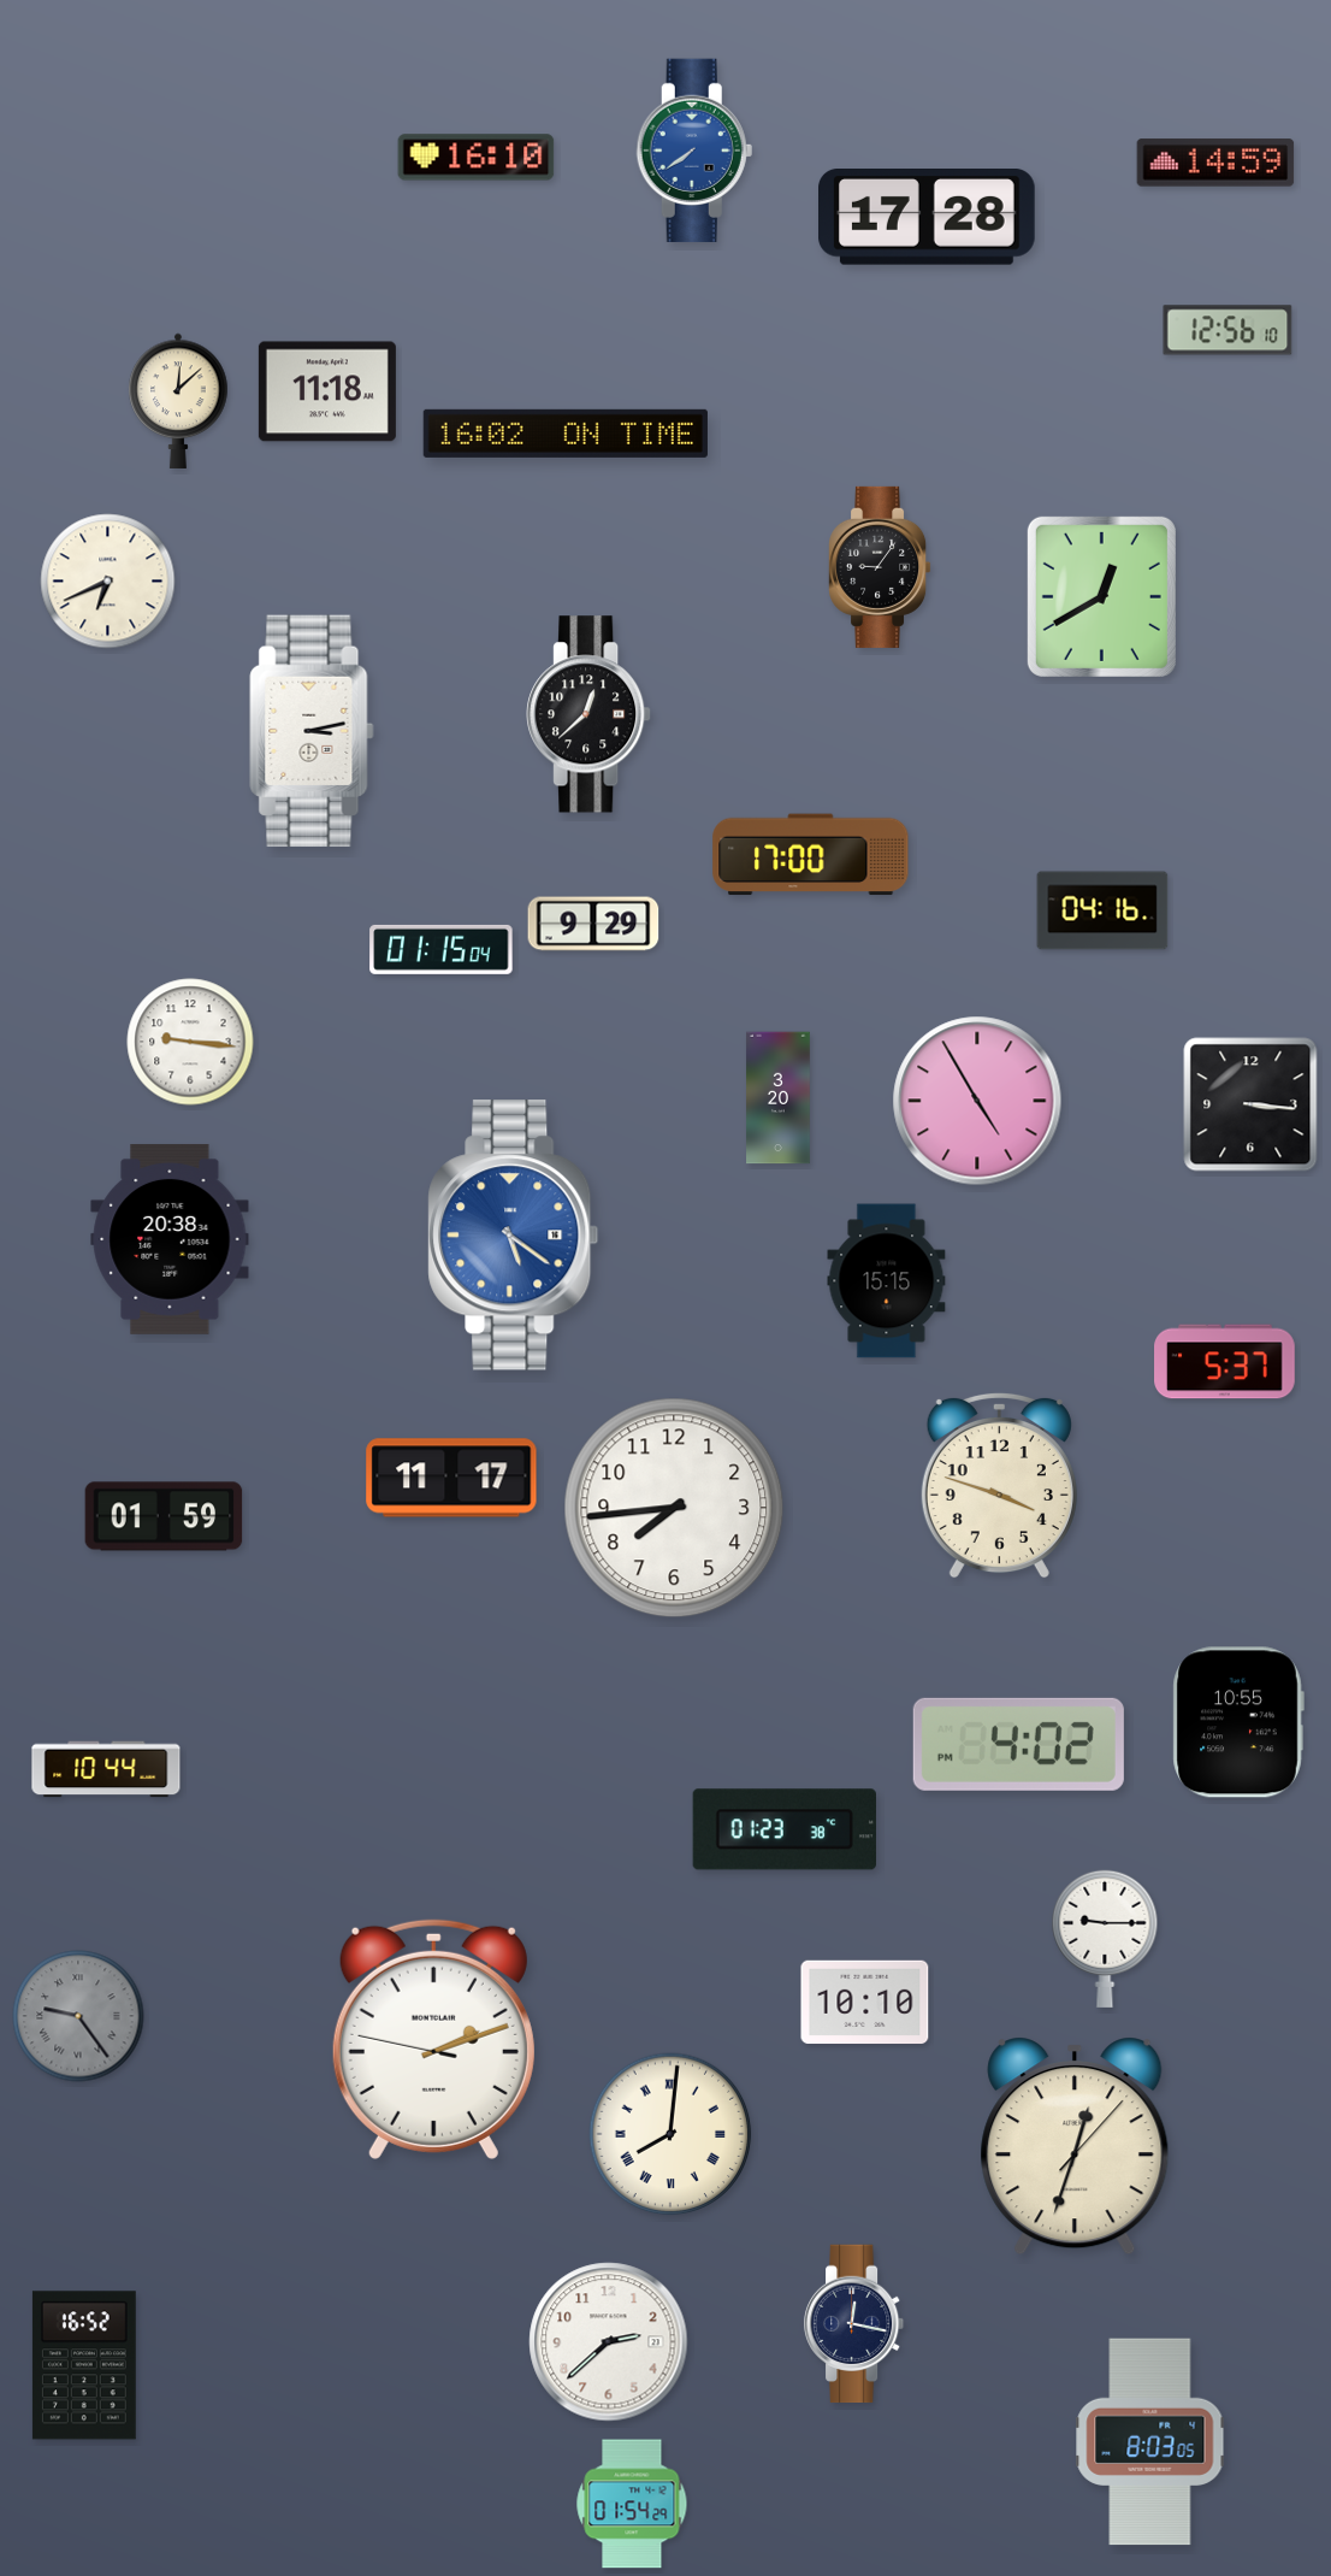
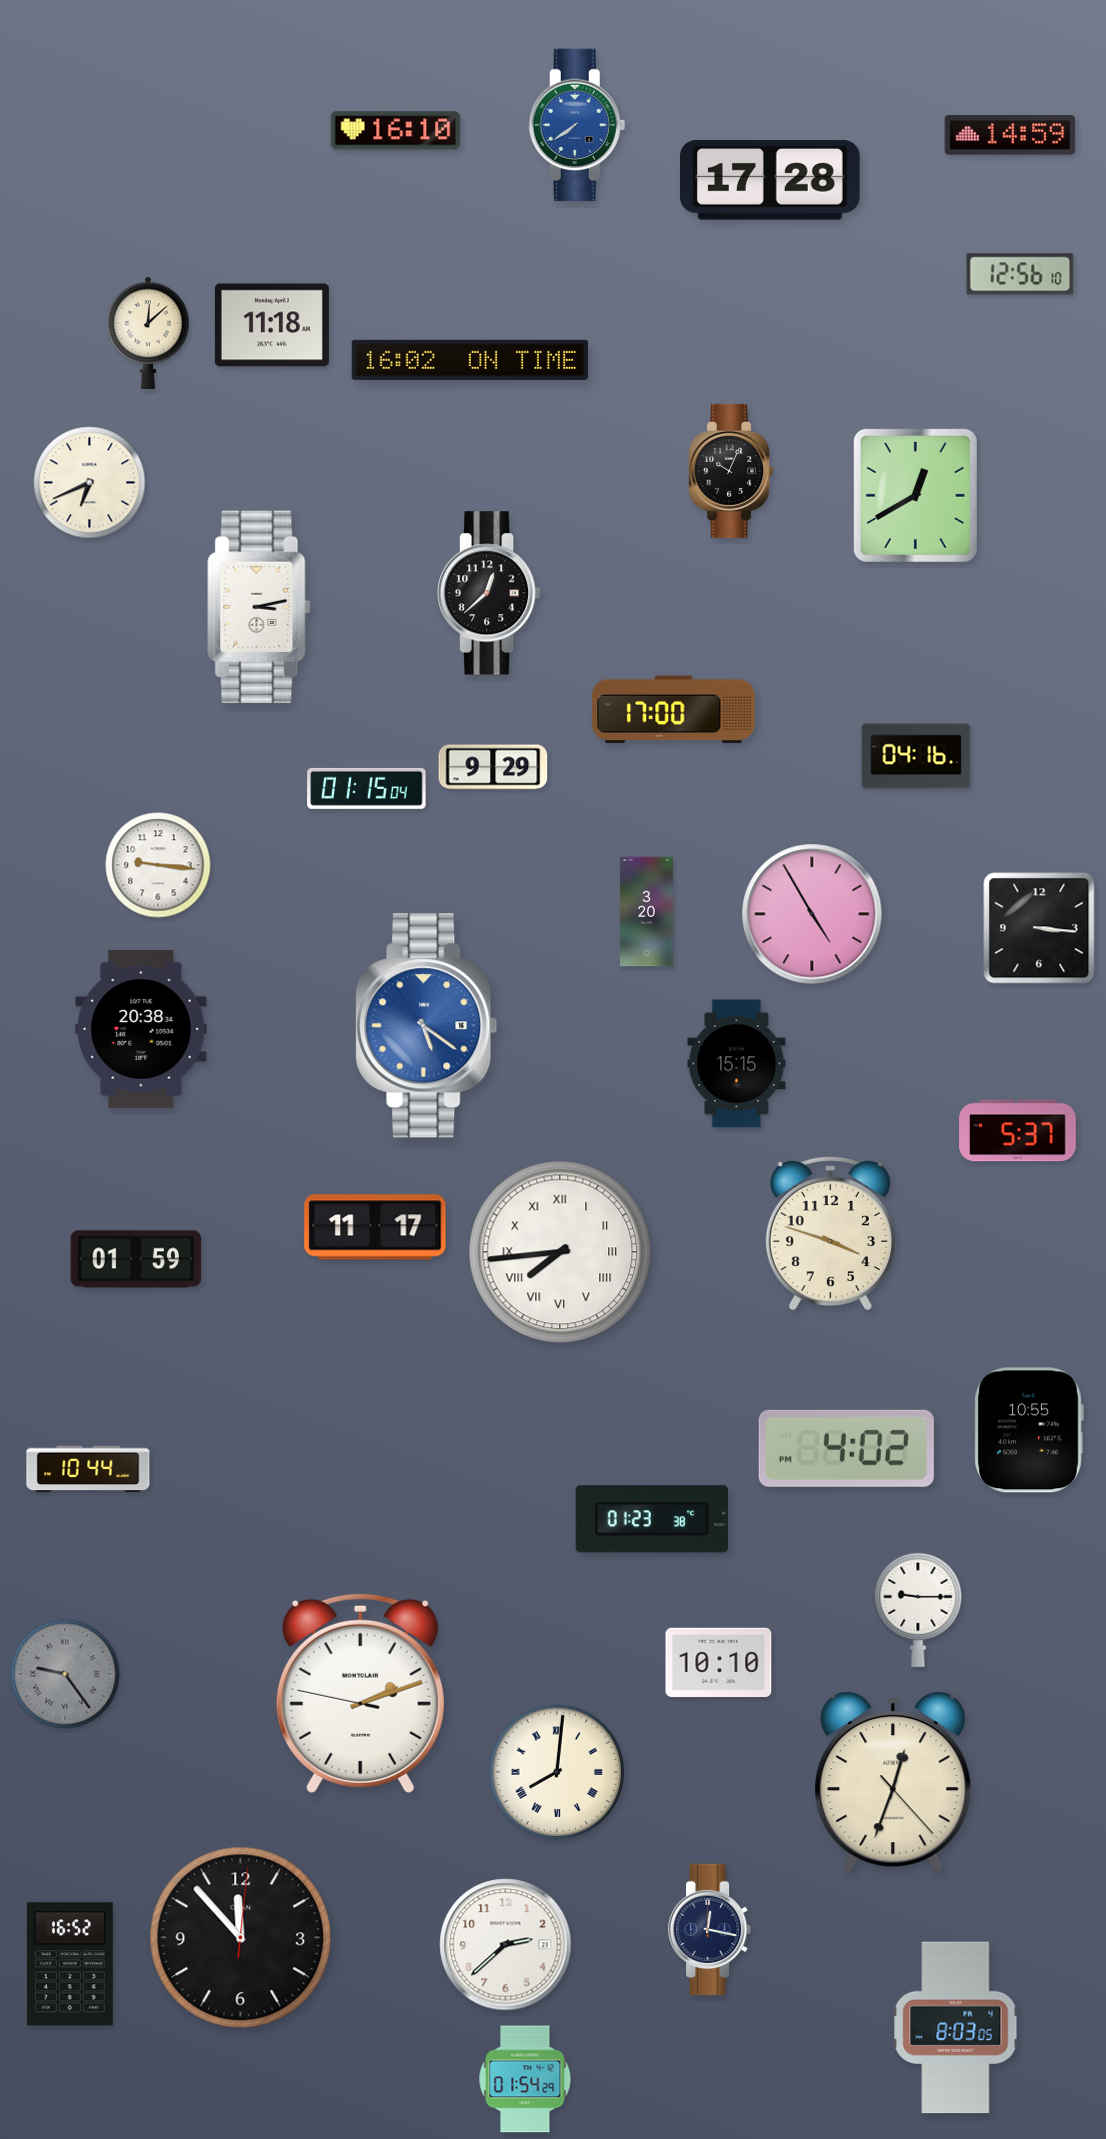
clock at (881, 567): 9:06 -> 10:04
clock at (1250, 1104) position: (1250, 1104) -> (1039, 928)
clock at (674, 1508) numerals: Arabic -> Roman
clock at (1075, 2146): 12:33:07 -> 12:33:23
clock at (241, 1938): none -> 11:53
